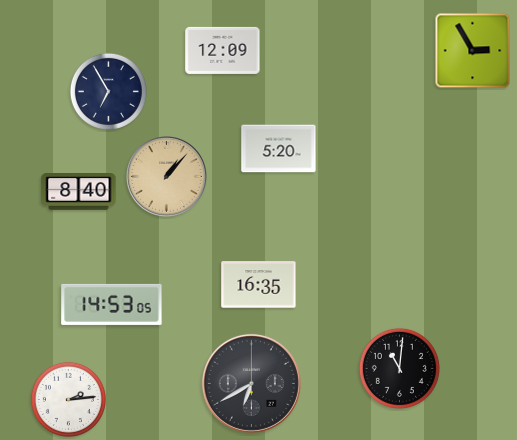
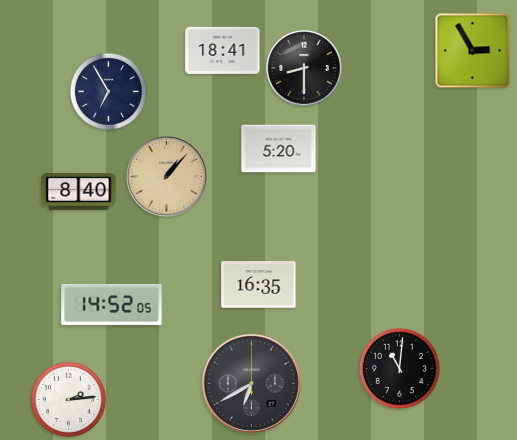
clock at (223, 50): 12:09 -> 18:41
clock at (304, 68): none -> 8:30
clock at (112, 304): 14:53 -> 14:52
